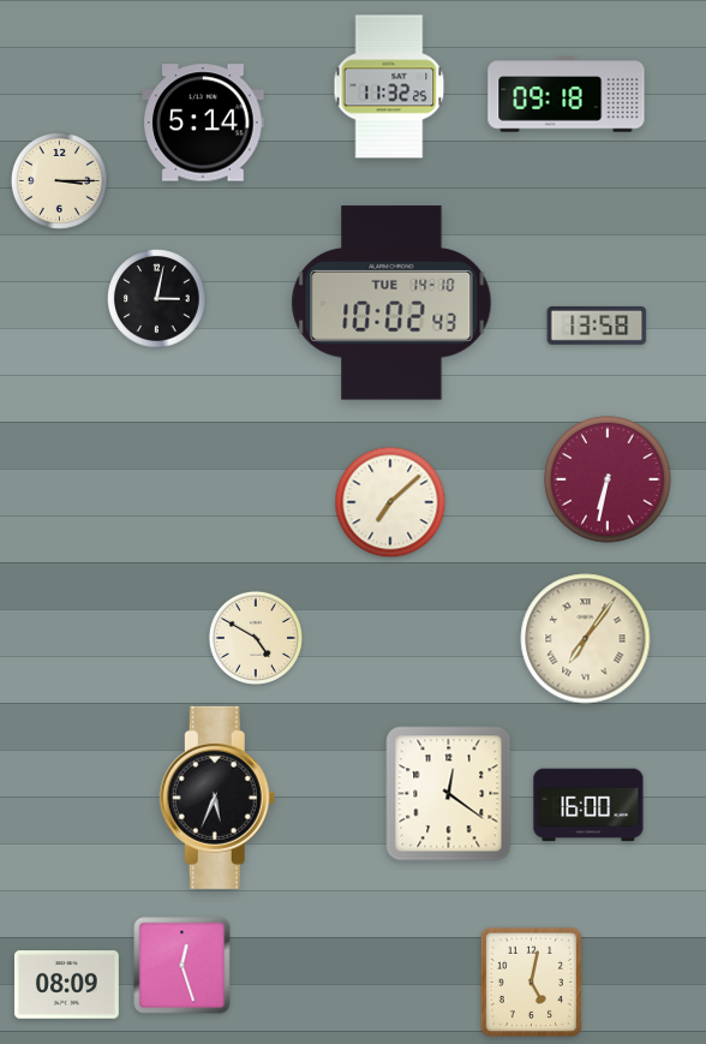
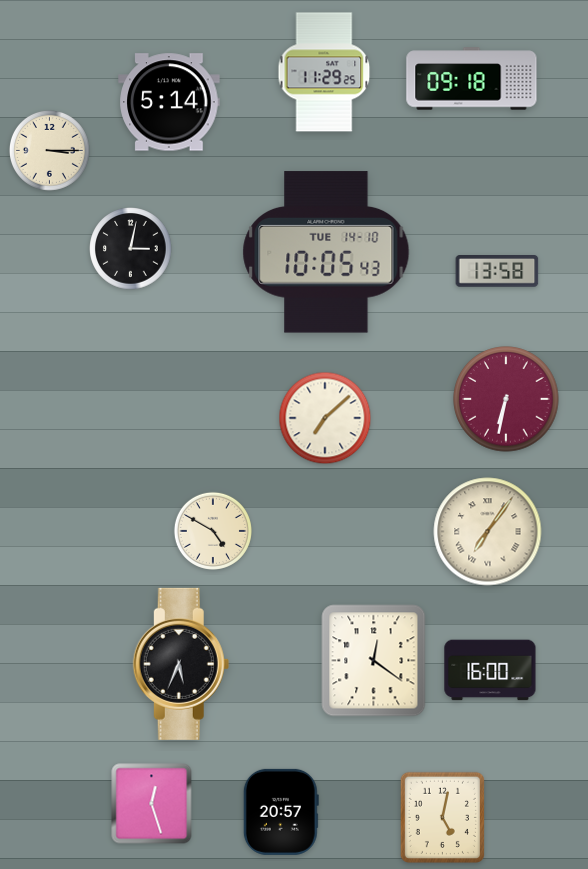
clock at (389, 86): 11:32 -> 11:29
clock at (391, 303): 10:02 -> 10:05
clock at (281, 812): none -> 20:57
clock at (66, 985): 08:09 -> none
